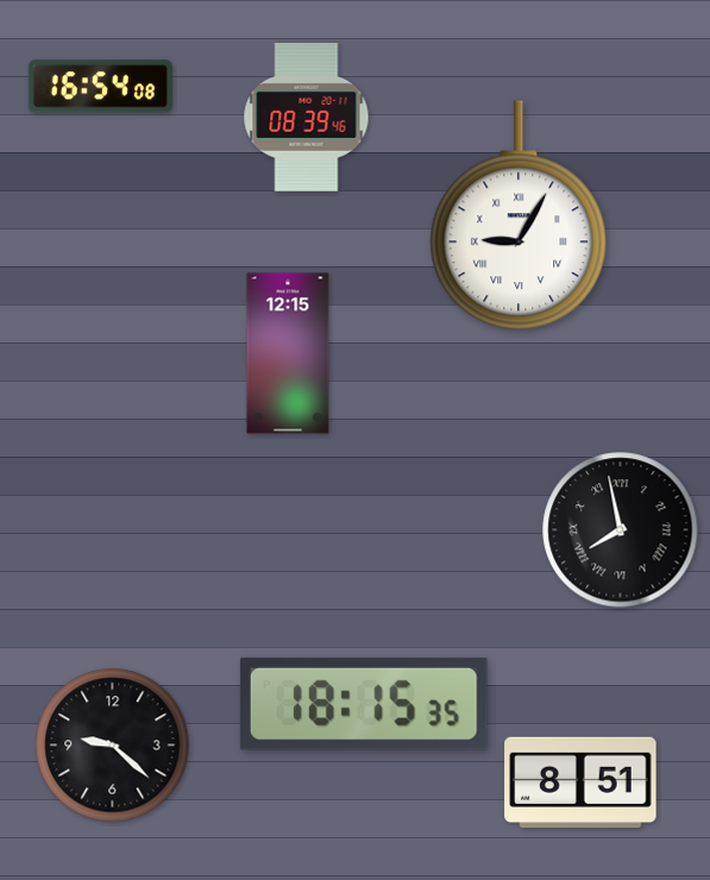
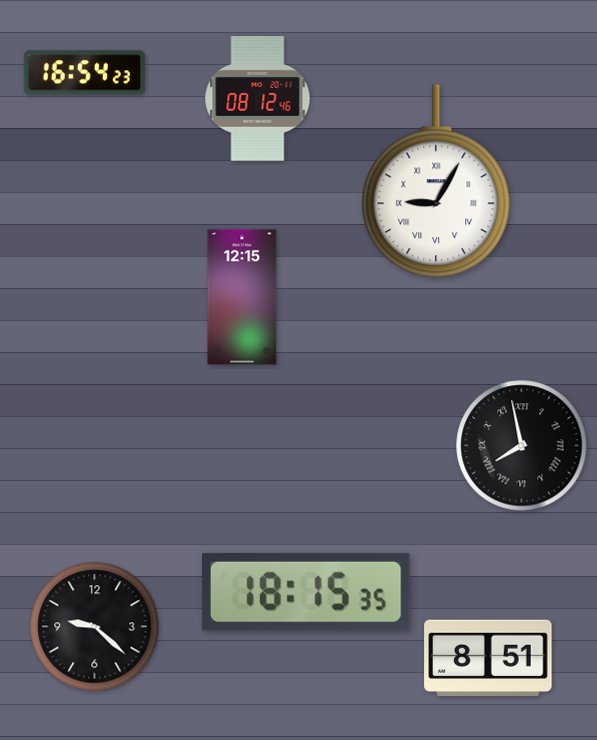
clock at (100, 87): 16:54:08 -> 16:54:23
clock at (307, 118): 08:39 -> 08:12
